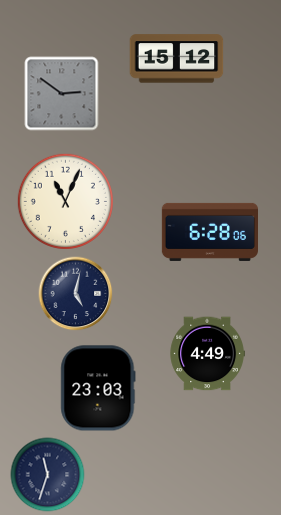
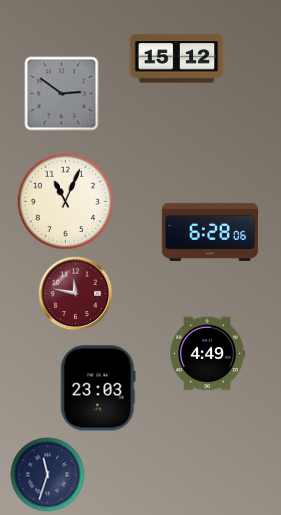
clock at (76, 294): 5:02 -> 11:47
clock at (76, 294) dial: navy -> burgundy
